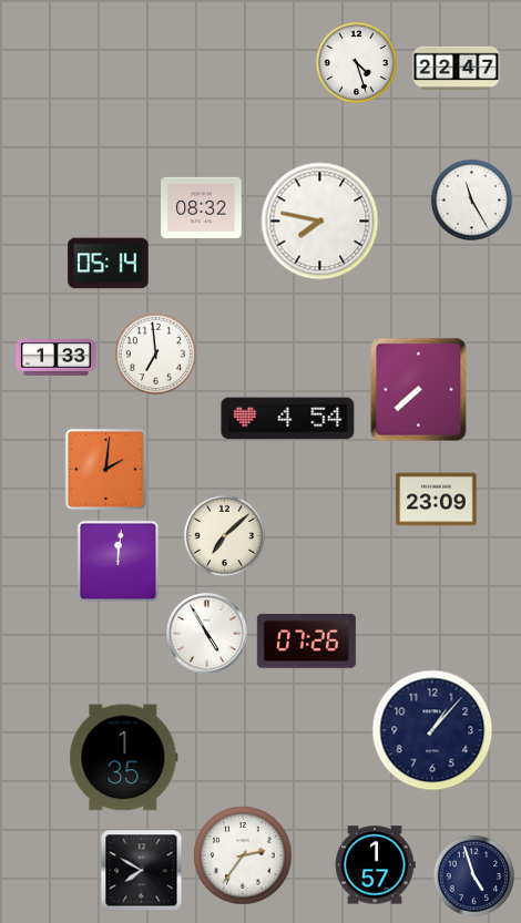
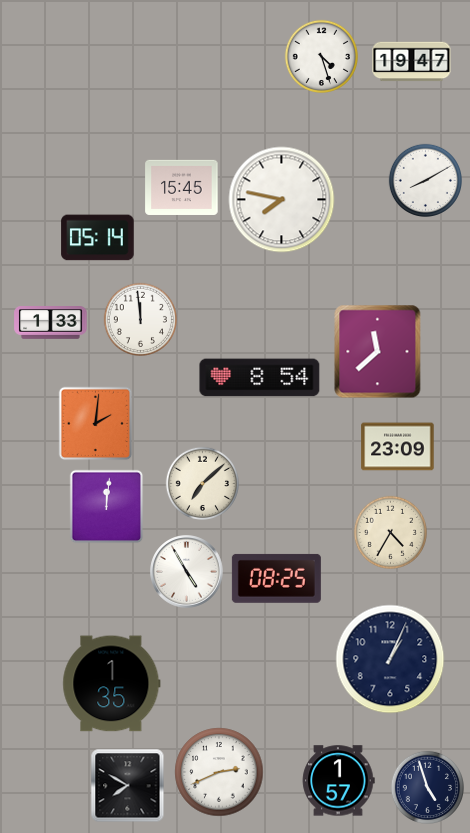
clock at (457, 69): 22:47 -> 19:47
clock at (471, 199): 11:25 -> 8:10
clock at (202, 207): 08:32 -> 15:45
clock at (320, 222) position: (320, 222) -> (282, 200)
clock at (155, 353): 6:59 -> 11:59
clock at (419, 390): 7:38 -> 11:38
clock at (288, 419): 4:54 -> 8:54
clock at (437, 500) position: (437, 500) -> (398, 447)
clock at (390, 532): none -> 4:35
clock at (306, 640): 07:26 -> 08:25
clock at (432, 730): 1:07 -> 1:04
clock at (243, 855): 2:36 -> 2:41
clock at (473, 875) position: (473, 875) -> (427, 787)
